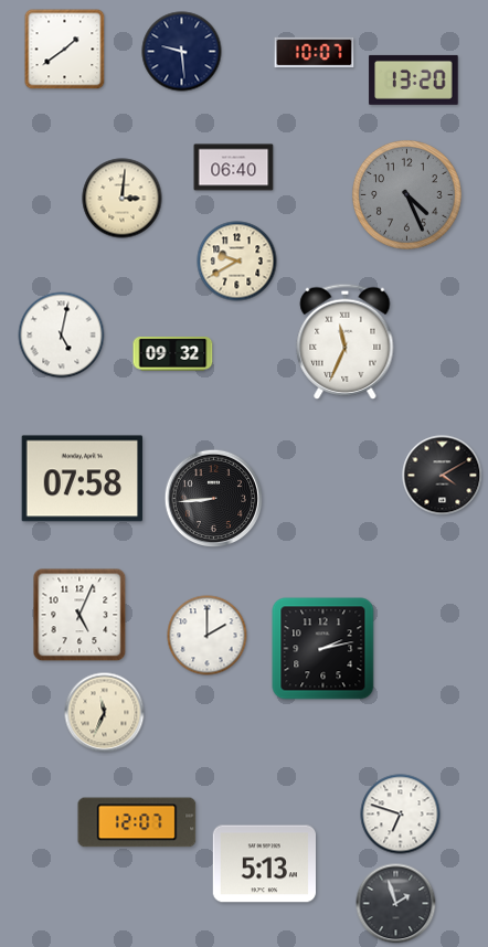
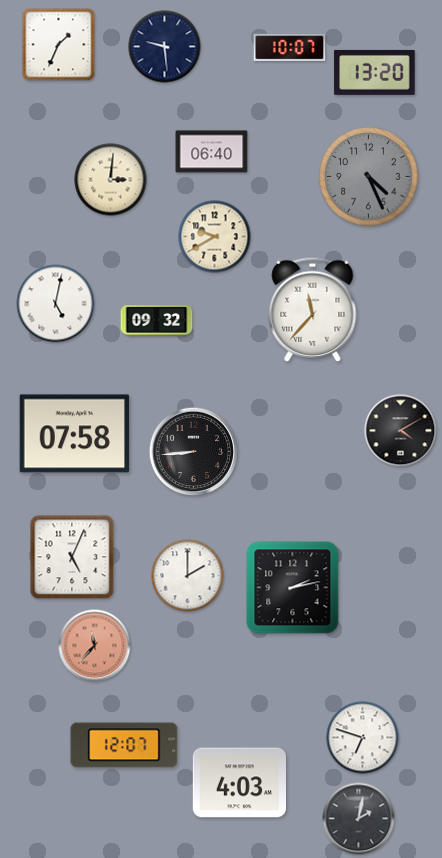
clock at (65, 50): 1:39 -> 1:34
clock at (315, 53) position: (315, 53) -> (290, 48)
clock at (346, 341): 11:34 -> 11:37
clock at (105, 713): 11:34 -> 11:37
clock at (105, 713) dial: cream -> salmon
clock at (264, 864): 5:13 -> 4:03
clock at (396, 904): 1:57 -> 2:02
